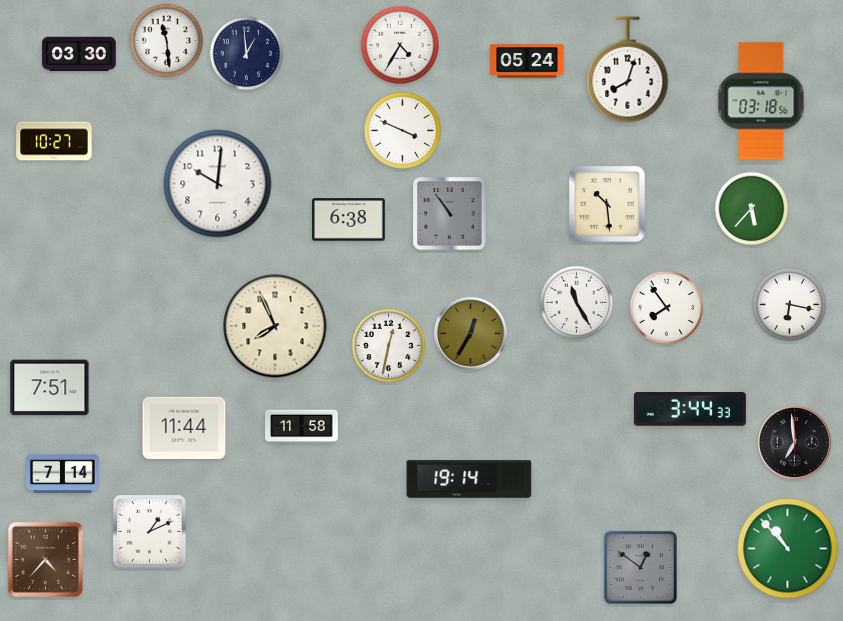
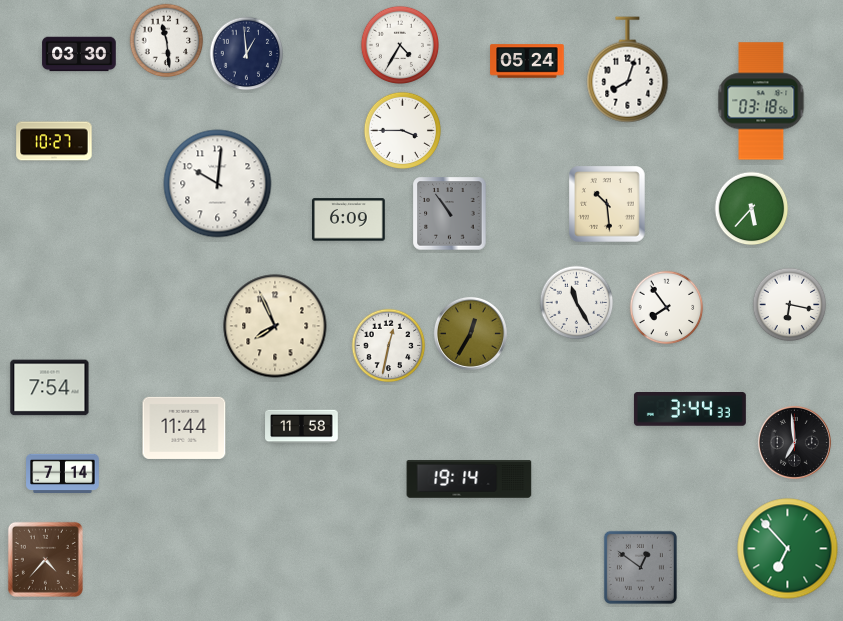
clock at (402, 130): 3:49 -> 3:45
clock at (349, 220): 6:38 -> 6:09
clock at (50, 388): 7:51 -> 7:54
clock at (150, 532): 1:11 -> none
clock at (788, 549): 10:53 -> 6:53
